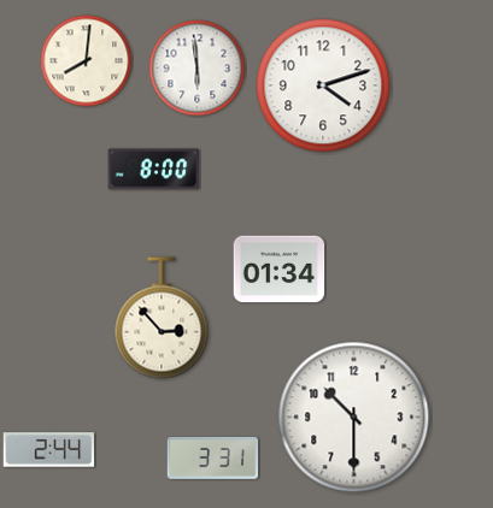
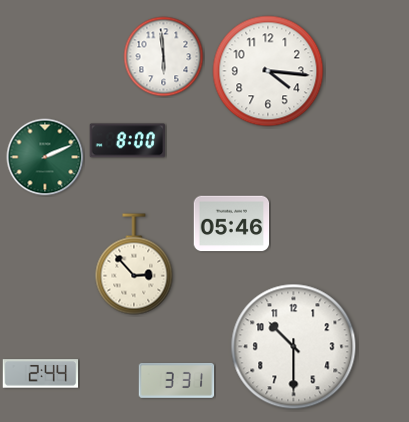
clock at (87, 61): 8:01 -> none
clock at (323, 85): 4:12 -> 4:16
clock at (45, 157): none -> 2:11
clock at (280, 270): 01:34 -> 05:46
